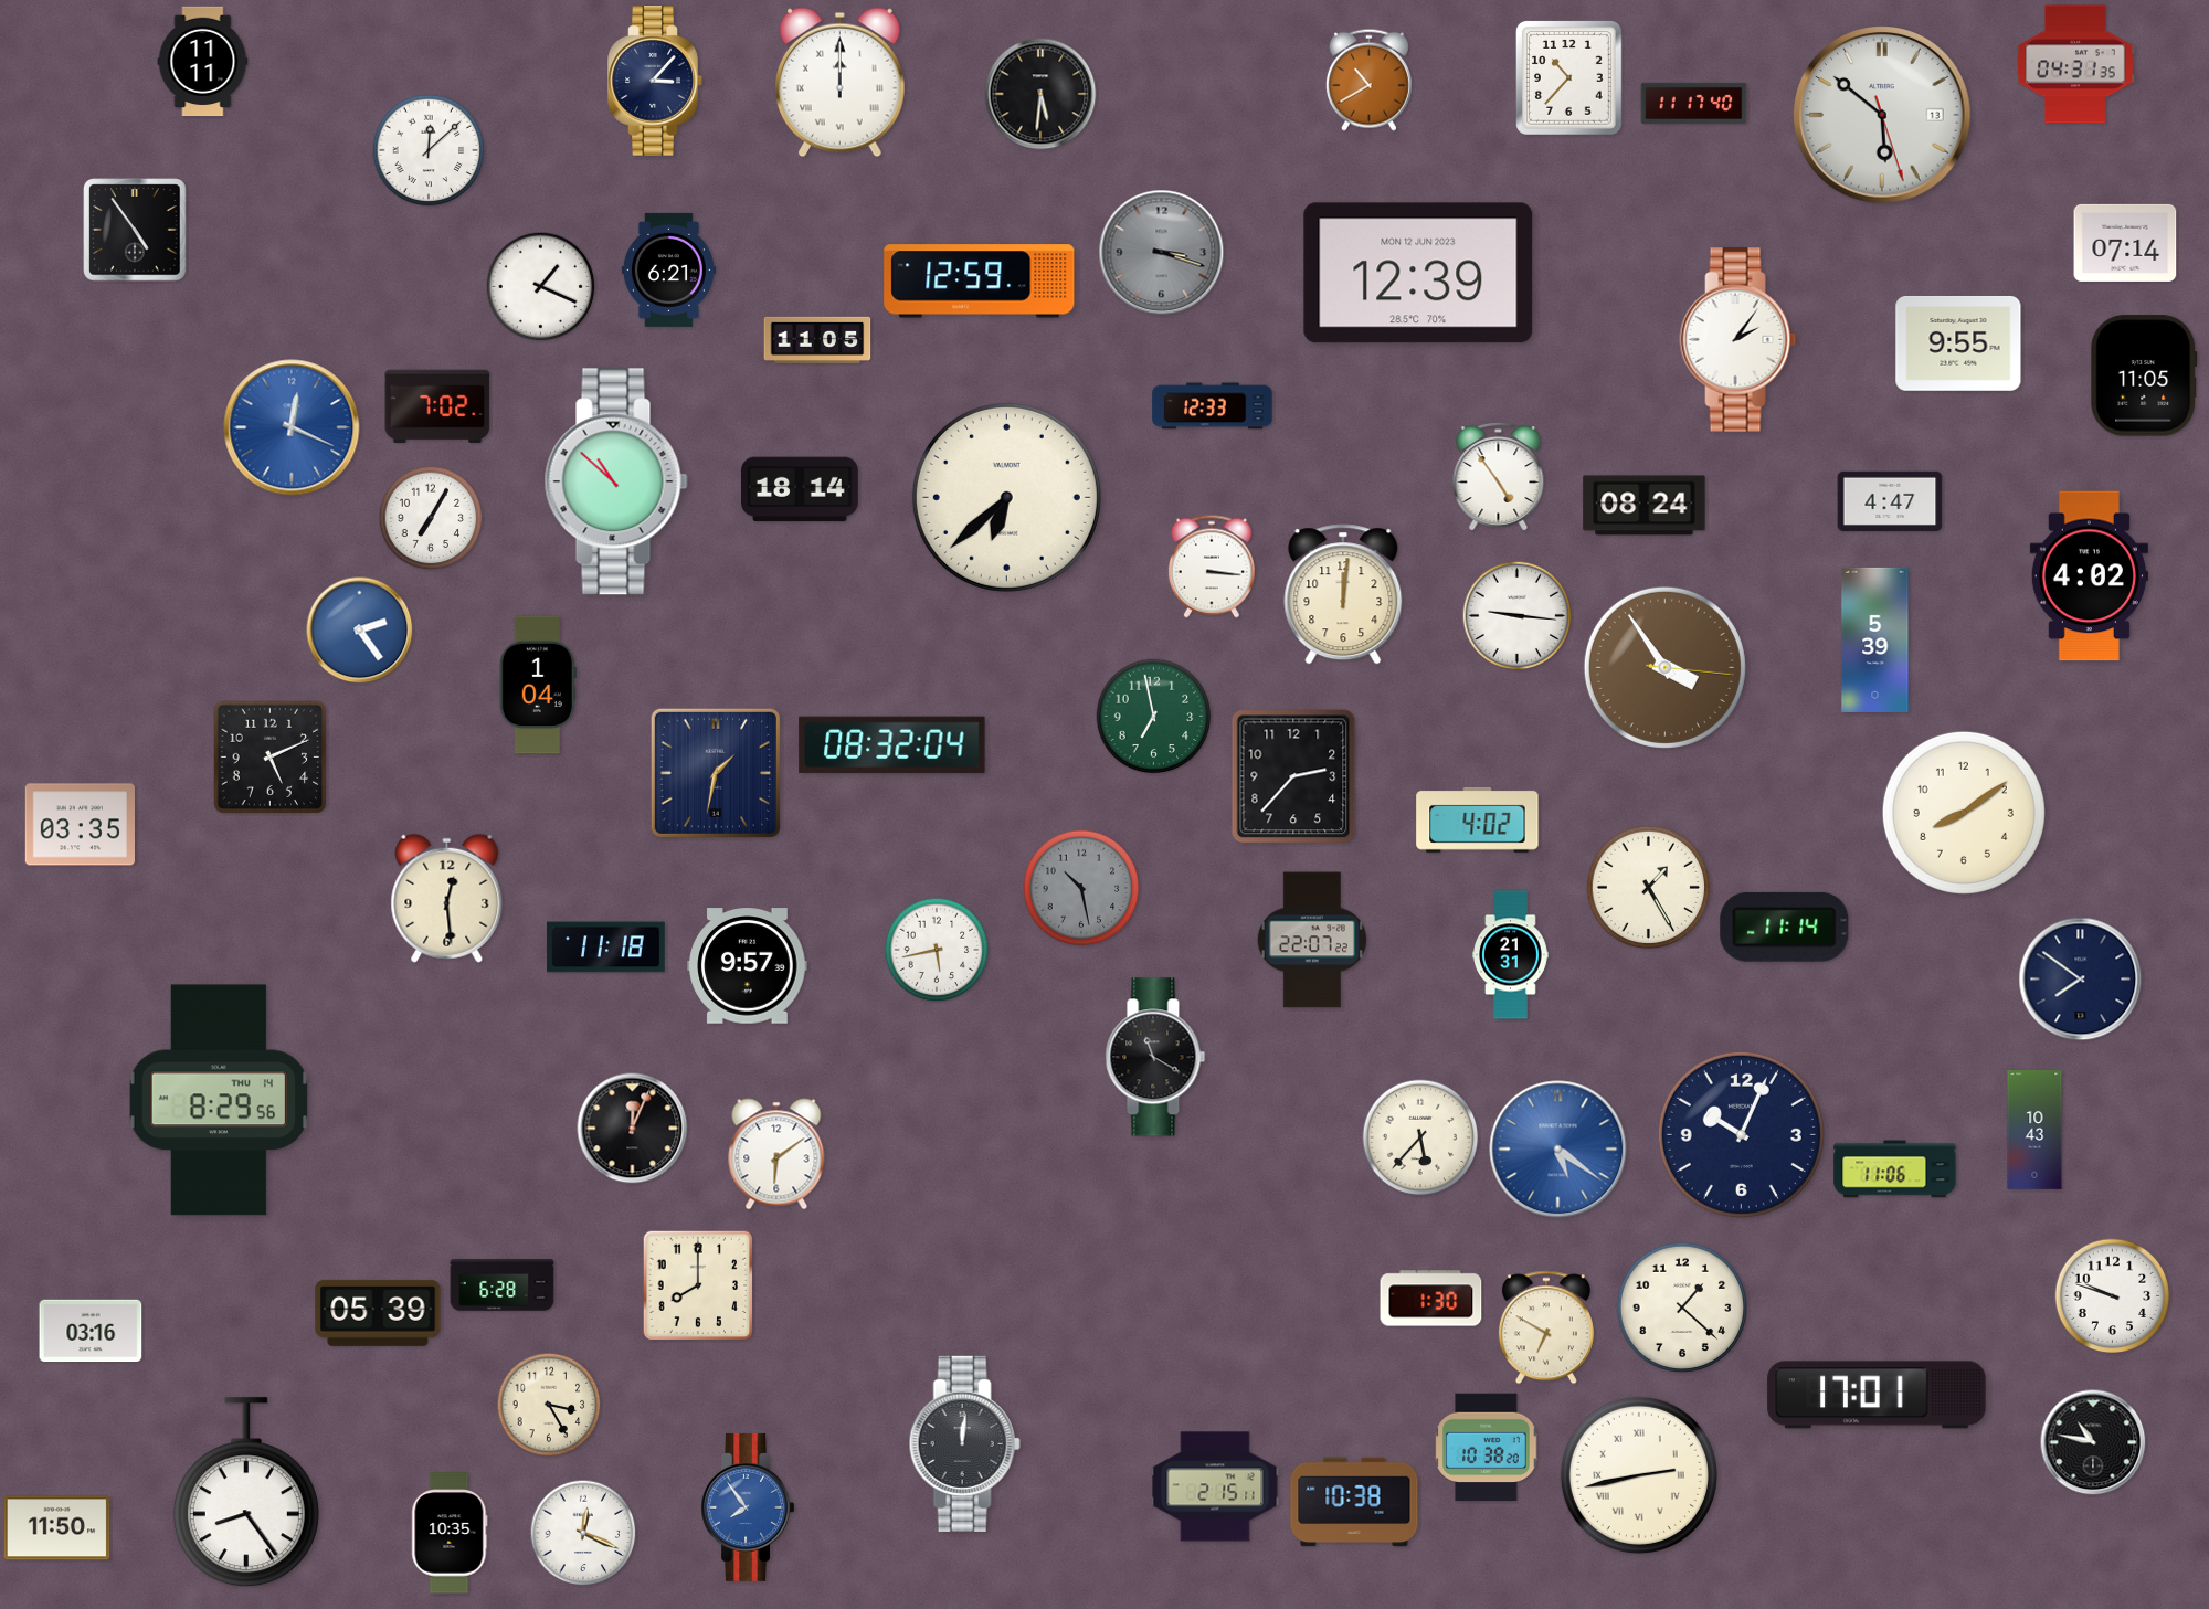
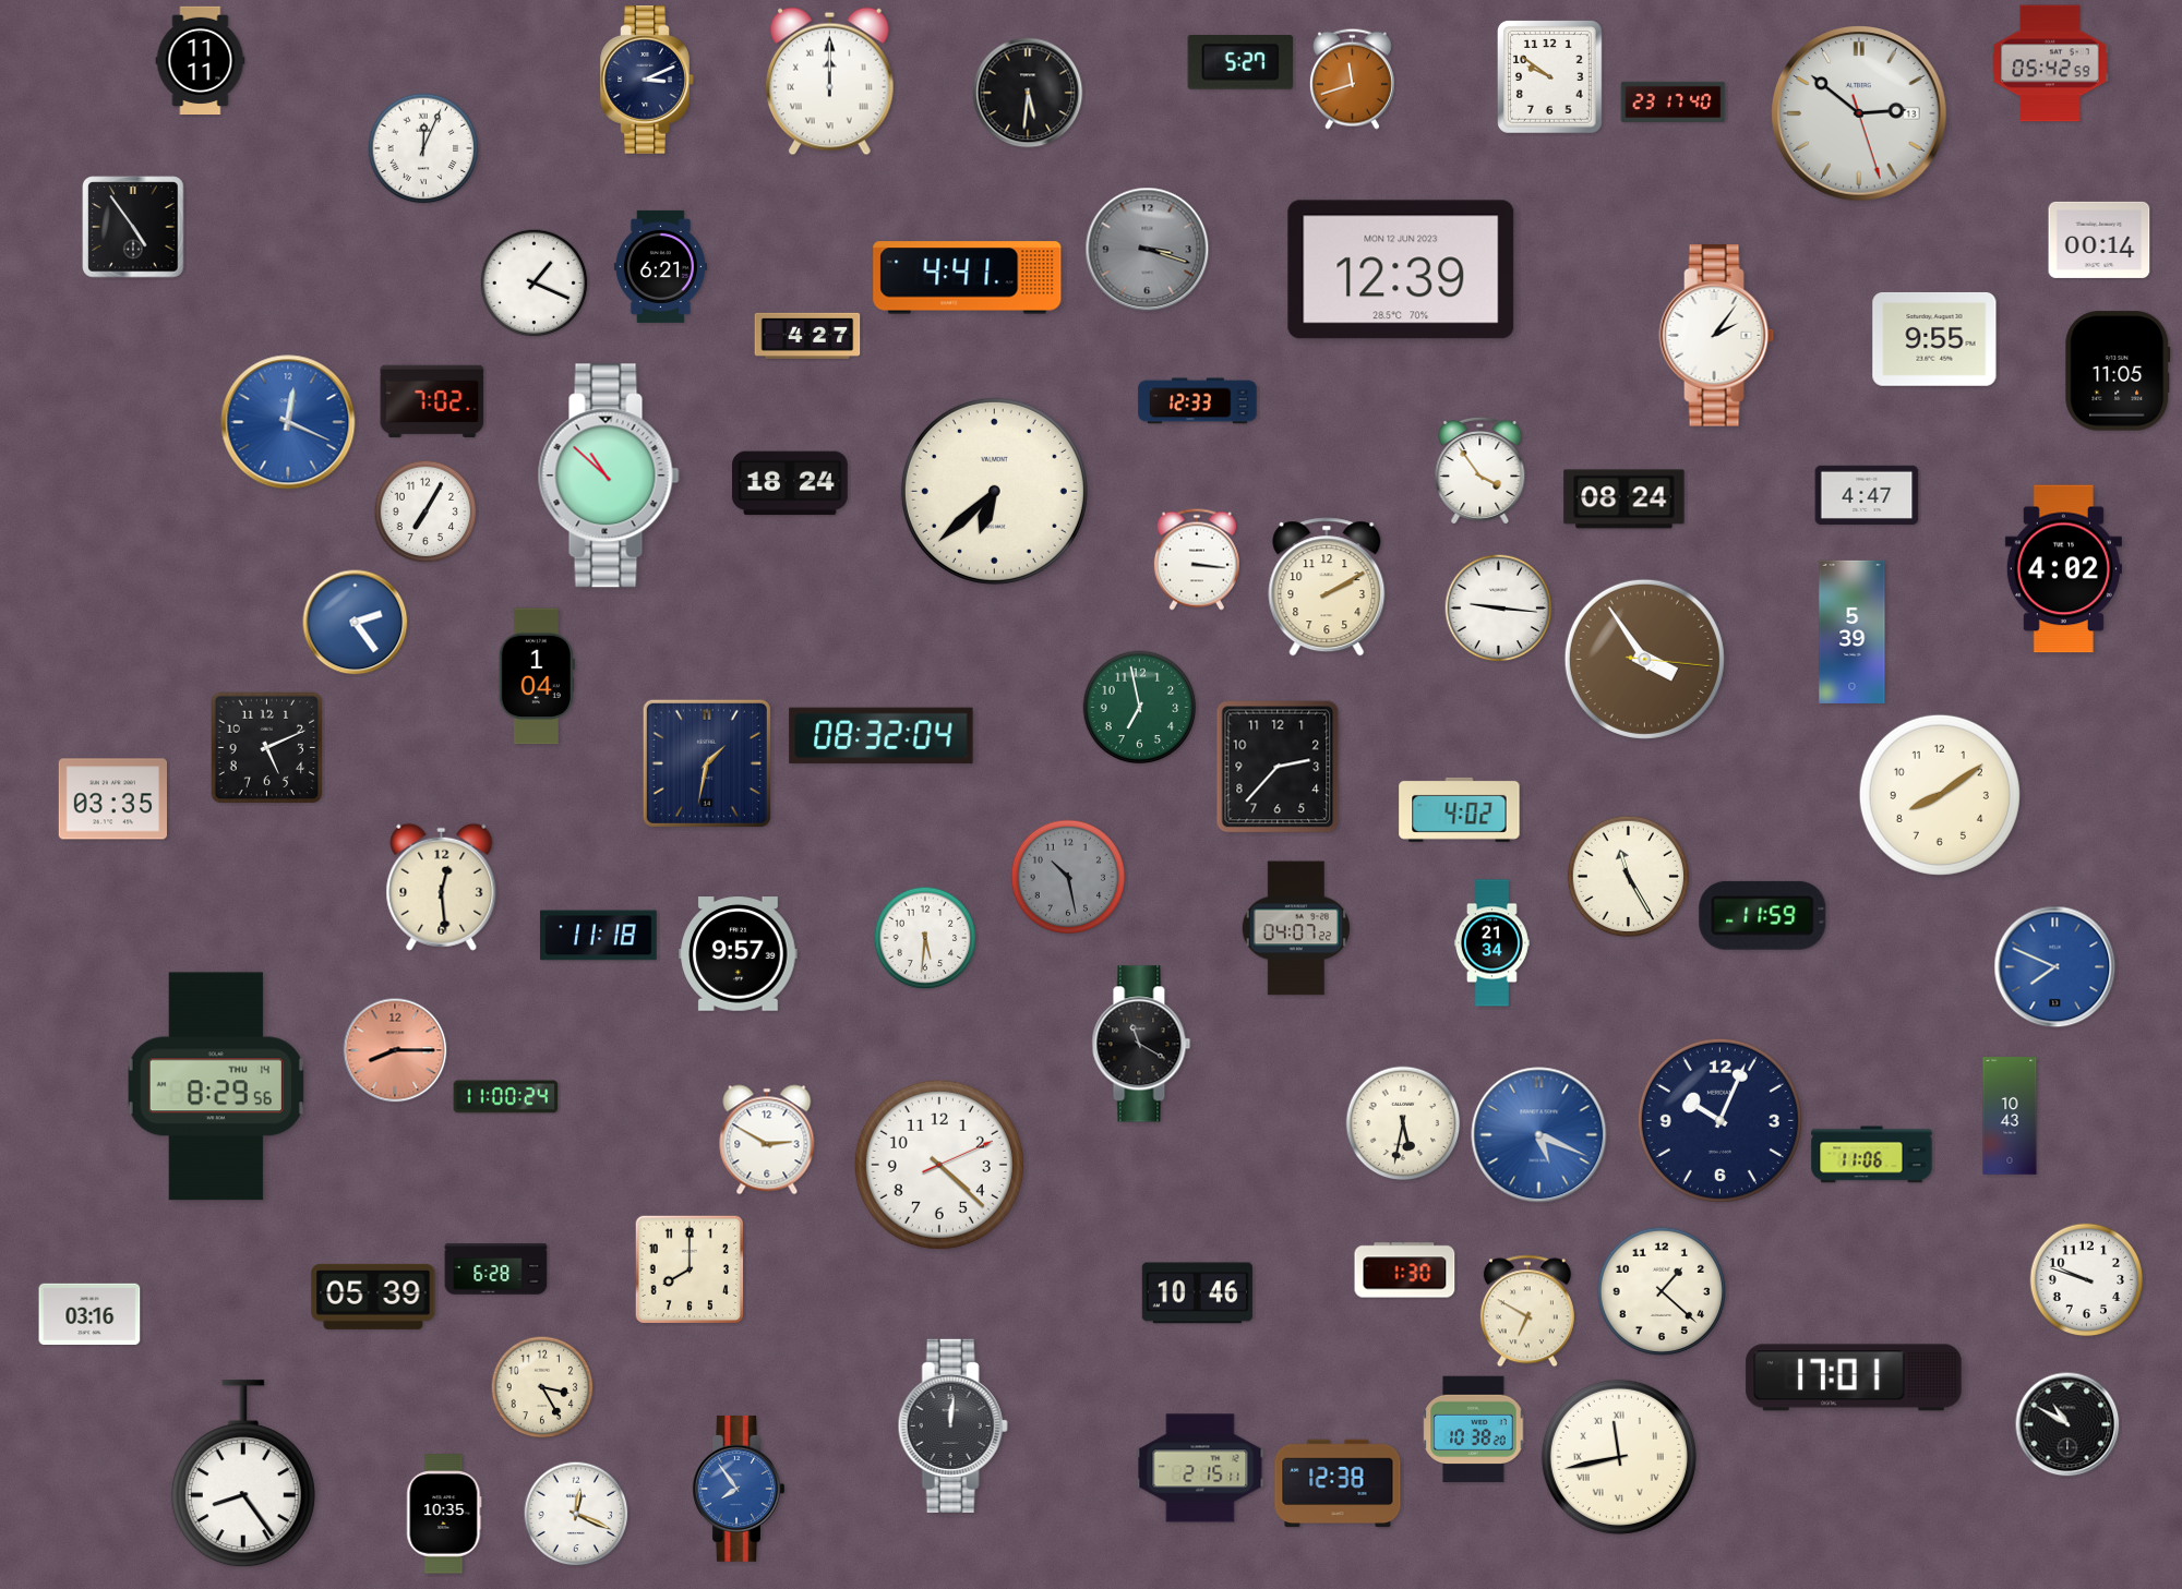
clock at (1240, 62): none -> 5:27
clock at (2075, 64): 04:31 -> 05:42
clock at (1568, 78): 10:37 -> 9:51
clock at (1368, 80): 10:40 -> 11:42
clock at (655, 82): 3:07 -> 3:11
clock at (1694, 103): 11:17 -> 23:17
clock at (1883, 116): 5:51 -> 2:51
clock at (429, 150): 12:08 -> 12:04
clock at (2125, 243): 07:14 -> 00:14
clock at (980, 282): 12:59 -> 4:41
clock at (817, 340): 11:05 -> 4:27
clock at (1499, 476): 4:54 -> 3:54
clock at (801, 489): 18:14 -> 18:24
clock at (1343, 594): 12:01 -> 2:10
clock at (538, 685) position: (538, 685) -> (537, 676)
clock at (1964, 813) position: (1964, 813) -> (1940, 795)
clock at (80, 825) position: (80, 825) -> (112, 799)
clock at (1649, 888): 1:25 -> 11:25
clock at (1785, 927): 11:14 -> 11:59
clock at (1312, 940): 22:07 -> 04:07
clock at (937, 950): 5:43 -> 5:31
clock at (1511, 955): 21:31 -> 21:34
clock at (2081, 980): 7:51 -> 7:49
clock at (2081, 980) dial: navy -> blue
clock at (395, 1050): none -> 8:15
clock at (506, 1097): none -> 11:00
clock at (633, 1129): 12:04 -> none
clock at (1420, 1137): 5:37 -> 5:32
clock at (1558, 1150): 5:21 -> 5:19
clock at (776, 1154): 6:09 -> 2:50
clock at (939, 1165): none -> 4:22
clock at (1431, 1299) position: (1431, 1299) -> (1405, 1271)
clock at (1197, 1293): none -> 10:46
clock at (2093, 1442): 10:47 -> 10:50
clock at (1487, 1448) position: (1487, 1448) -> (1474, 1430)
clock at (1639, 1475): 2:43 -> 11:43
clock at (1354, 1502): 10:38 -> 12:38
clock at (57, 1528): 11:50 -> none
